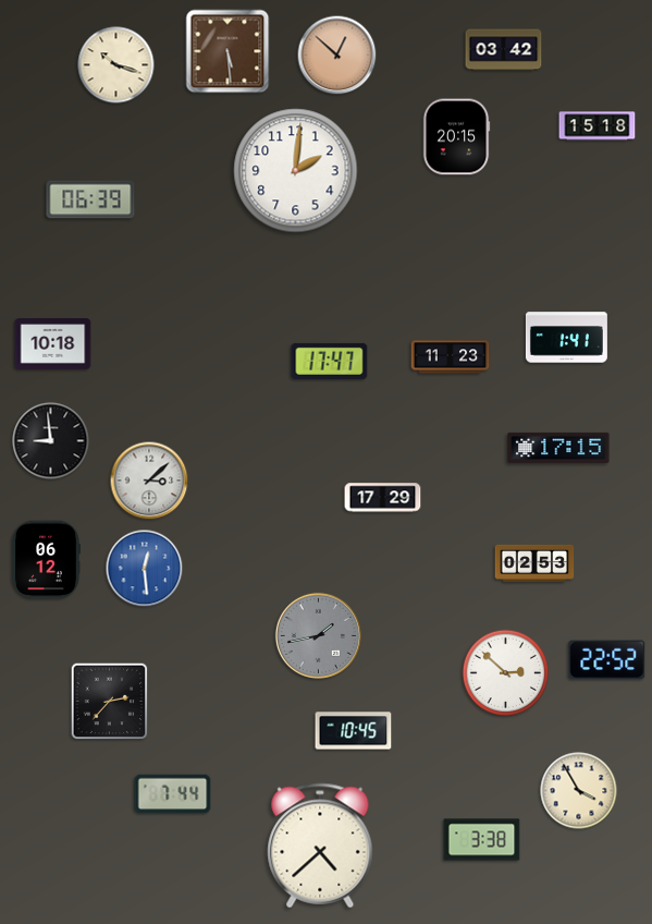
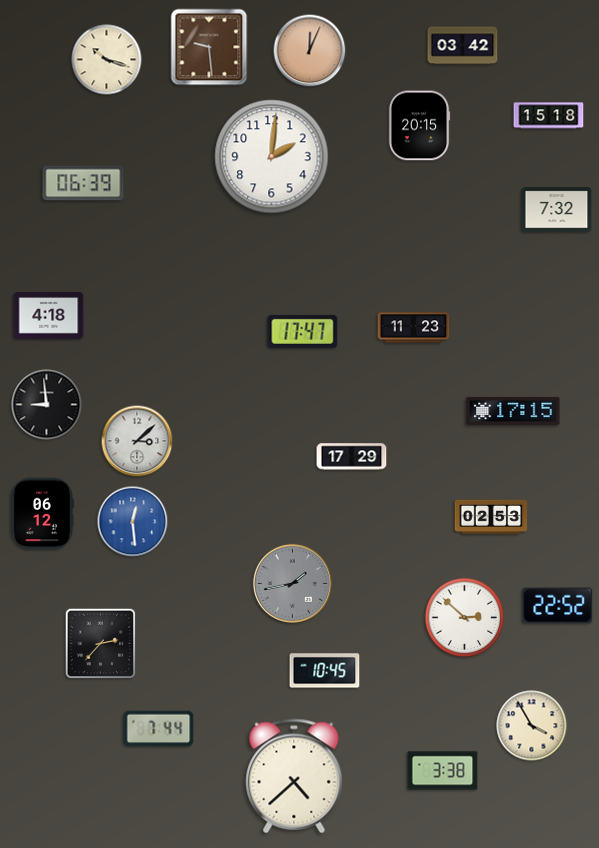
clock at (227, 51): 5:29 -> 9:29
clock at (337, 56): 12:52 -> 12:04
clock at (557, 210): none -> 7:32
clock at (566, 338): 1:41 -> none
clock at (53, 344): 10:18 -> 4:18
